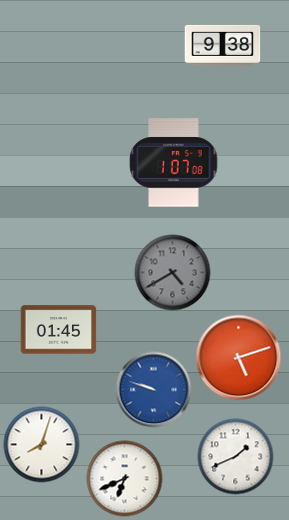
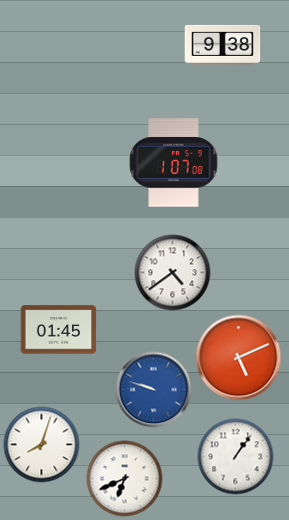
clock at (173, 273): 4:40 -> 4:39
clock at (173, 273) dial: grey -> white
clock at (239, 358): 5:12 -> 5:11
clock at (236, 457): 1:41 -> 1:06
